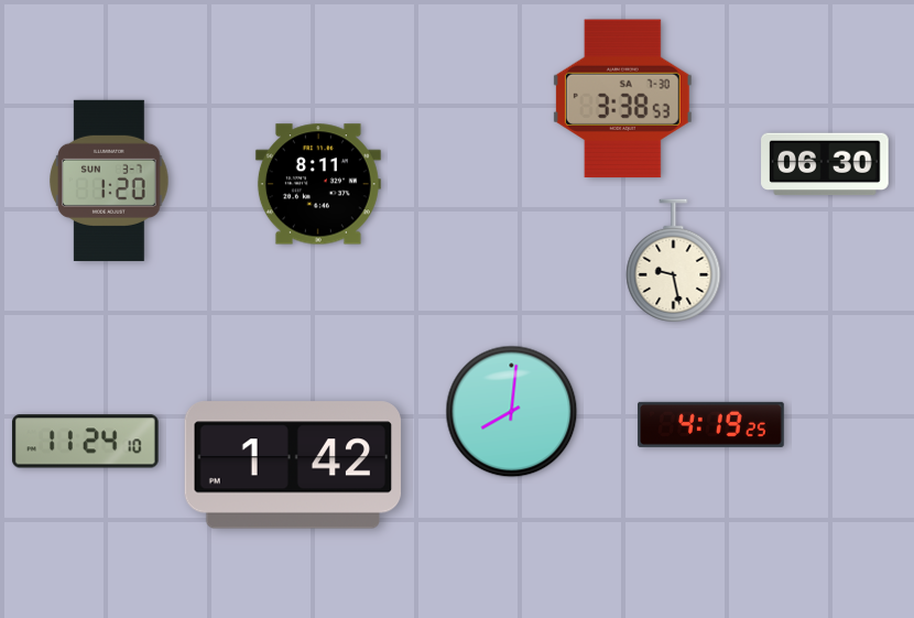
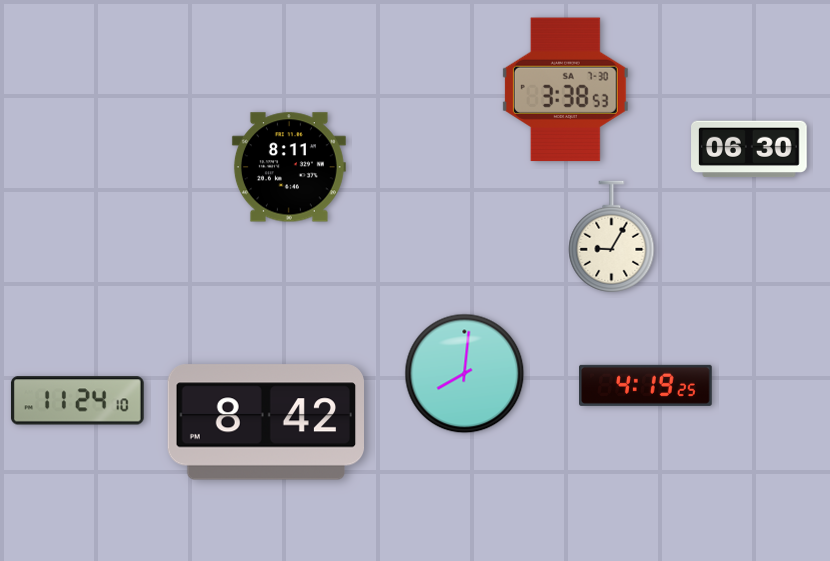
clock at (109, 181): 1:20 -> none
clock at (674, 261): 9:28 -> 9:05
clock at (293, 465): 1:42 -> 8:42
